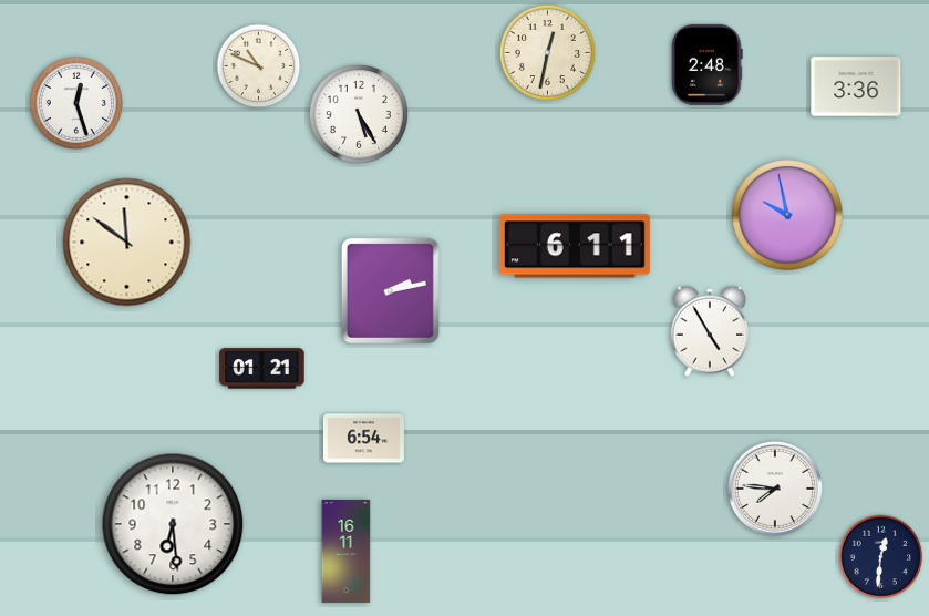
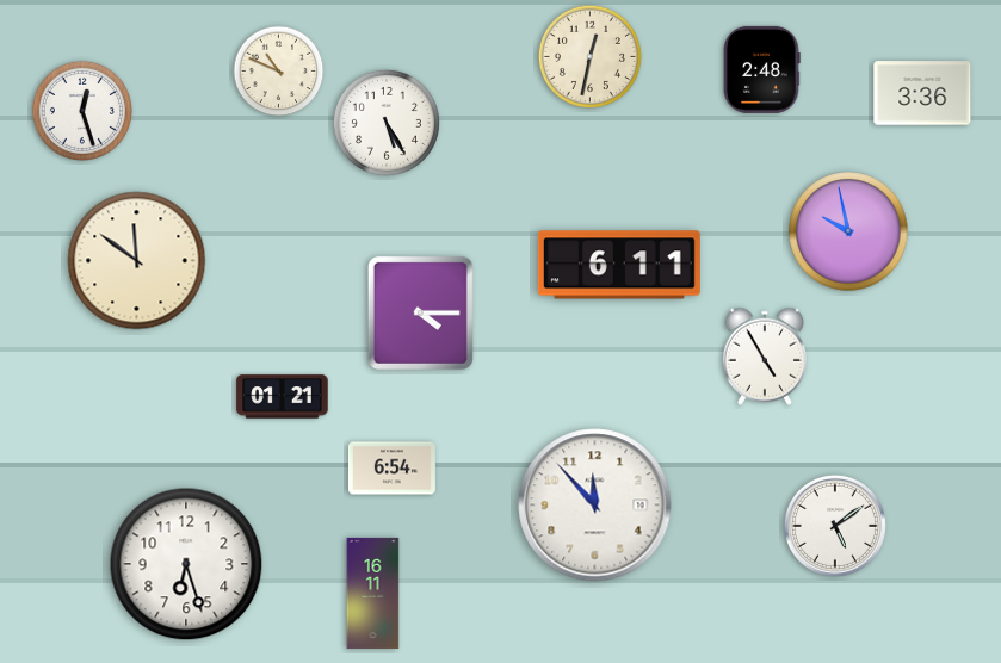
clock at (390, 290): 2:13 -> 4:15
clock at (363, 439) position: (363, 439) -> (391, 469)
clock at (595, 506): none -> 11:53
clock at (775, 489): 7:46 -> 5:09
clock at (173, 524): 6:29 -> 6:27
clock at (881, 557): 12:31 -> none
